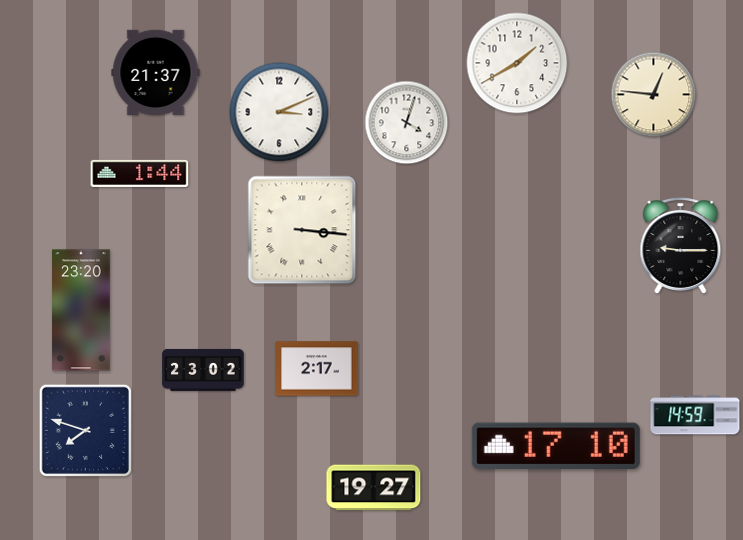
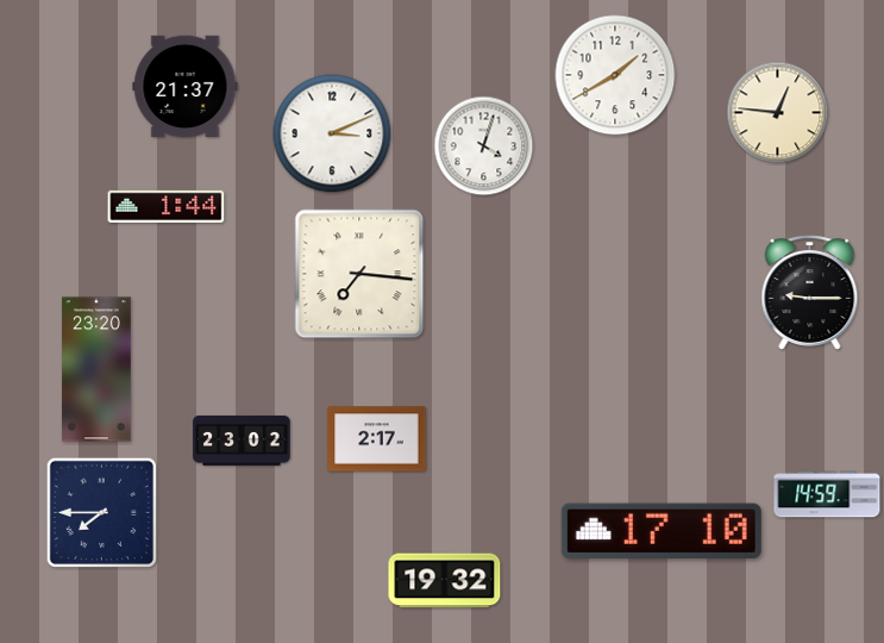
clock at (302, 230): 3:16 -> 7:16
clock at (85, 430): 7:48 -> 7:45
clock at (374, 488): 19:27 -> 19:32
